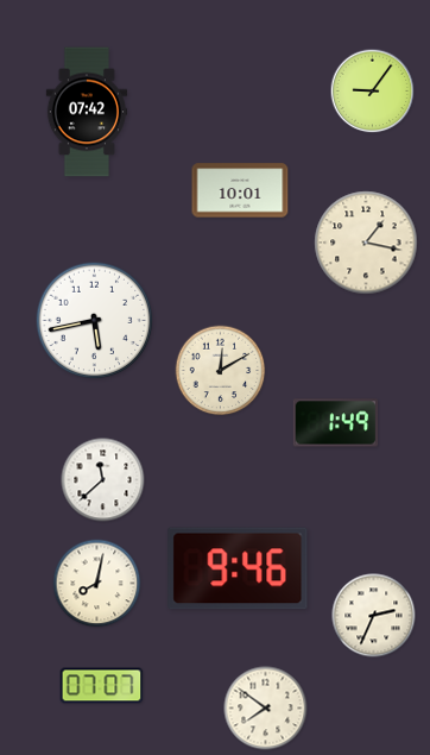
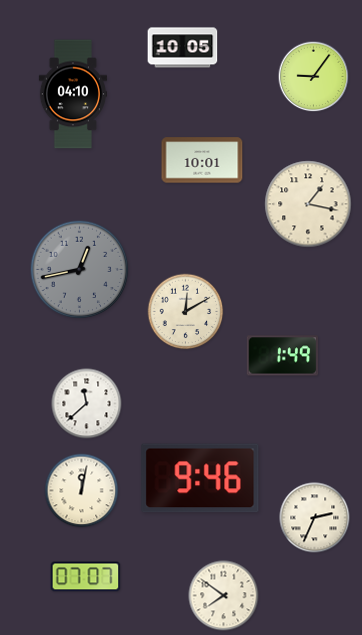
clock at (183, 48): none -> 10:05
clock at (86, 112): 07:42 -> 04:10
clock at (95, 321): 5:43 -> 12:43
clock at (95, 321) dial: white -> grey
clock at (97, 584): 8:02 -> 12:02
